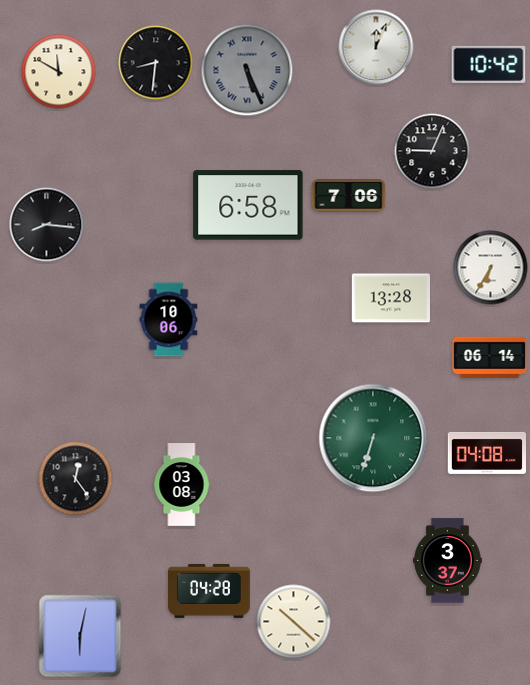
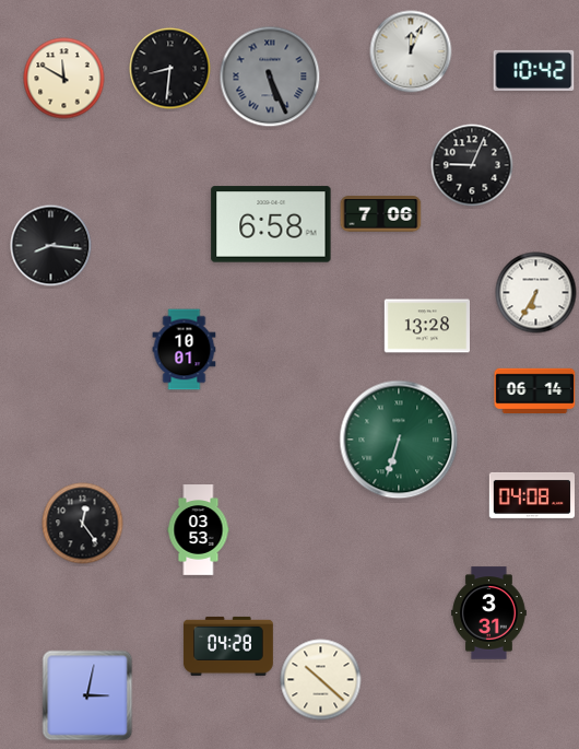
clock at (169, 320): 10:06 -> 10:01
clock at (373, 438) position: (373, 438) -> (399, 440)
clock at (182, 485): 03:08 -> 03:53
clock at (448, 561): 3:37 -> 3:31
clock at (80, 636): 6:02 -> 3:02
